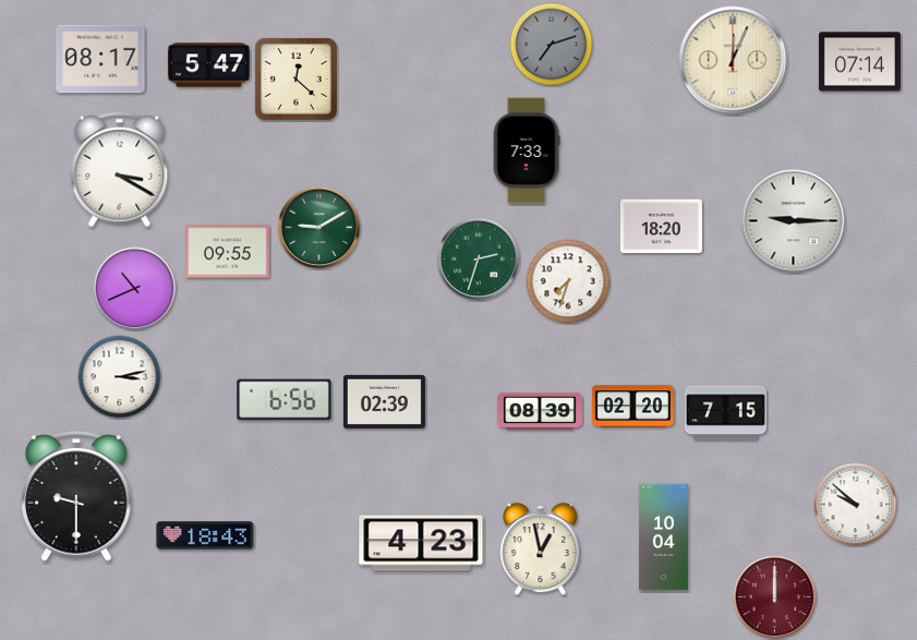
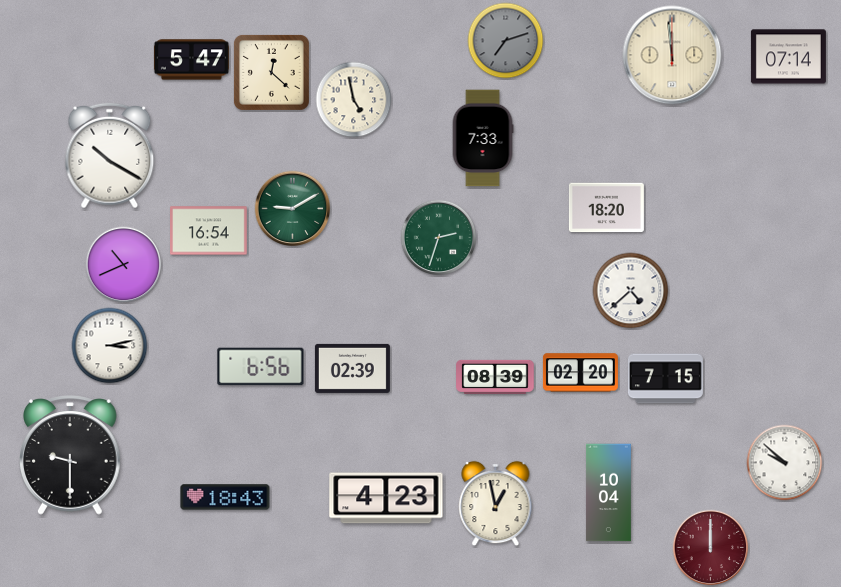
clock at (100, 59): 08:17 -> none
clock at (733, 60): 12:04 -> 11:59
clock at (354, 100): none -> 4:58
clock at (120, 170): 3:20 -> 10:20
clock at (794, 221): 9:15 -> none
clock at (228, 252): 09:55 -> 16:54
clock at (568, 281): 7:33 -> none
clock at (631, 291): none -> 4:38
clock at (205, 535) position: (205, 535) -> (225, 497)
